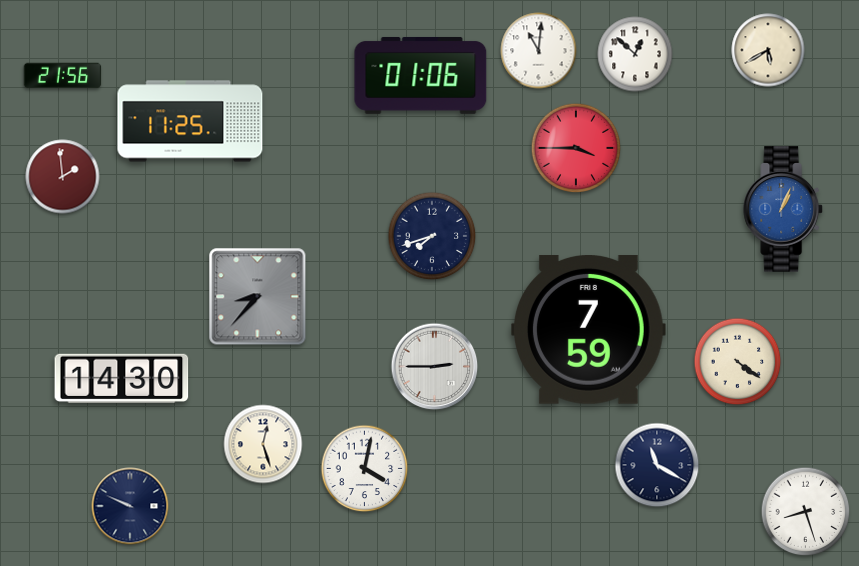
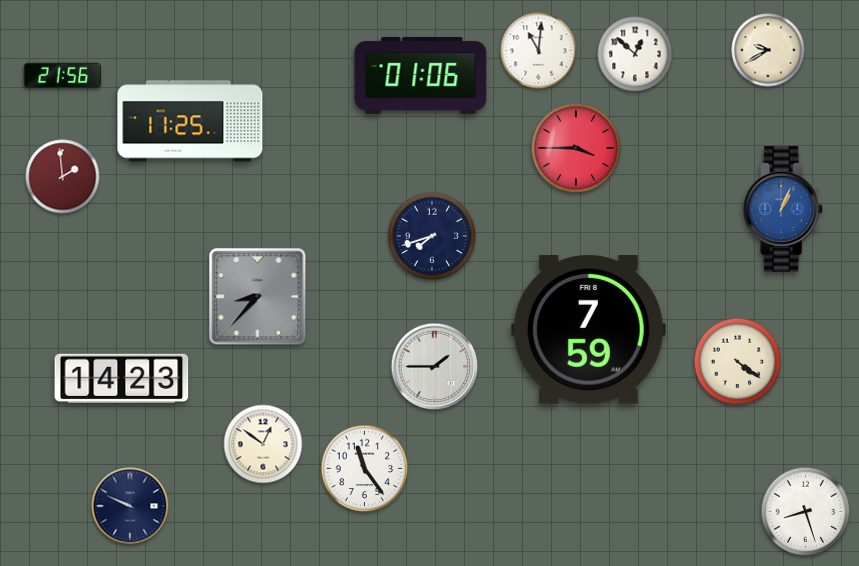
clock at (768, 50): 5:40 -> 9:40
clock at (435, 367): 2:45 -> 1:45
clock at (122, 378): 14:30 -> 14:23
clock at (263, 444): 12:27 -> 12:51
clock at (657, 465): 11:20 -> none
clock at (365, 469): 4:02 -> 11:24
